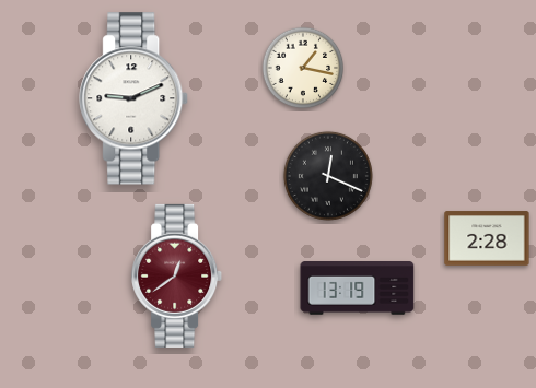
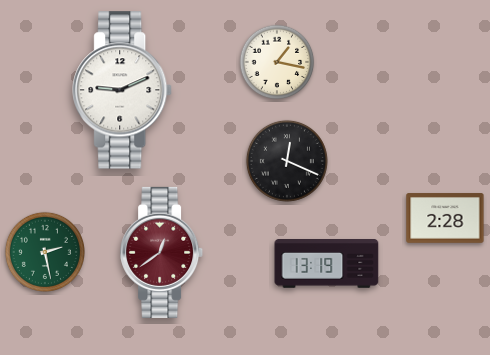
clock at (328, 176) position: (328, 176) -> (287, 161)
clock at (45, 252): none -> 2:28
